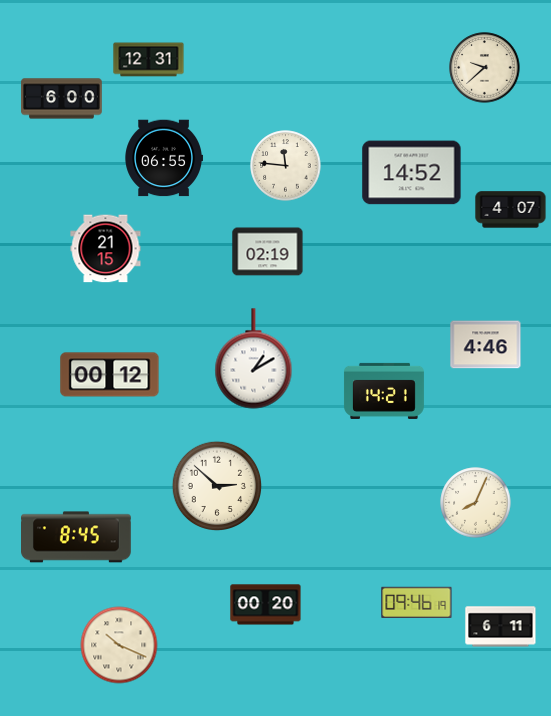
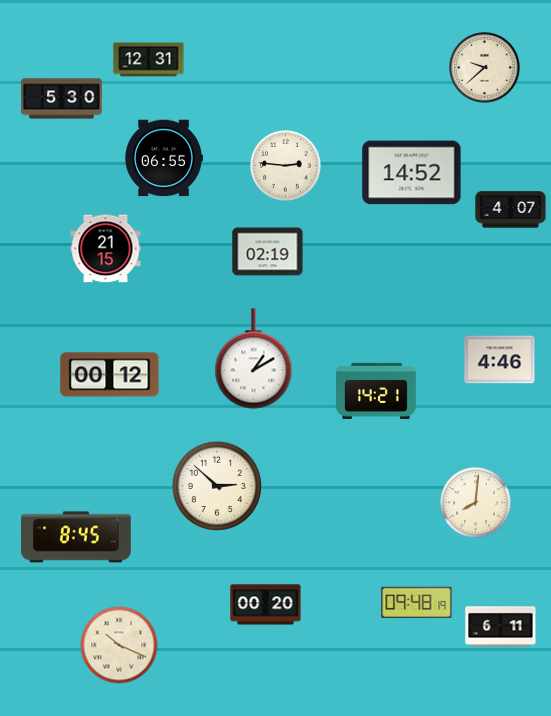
clock at (62, 99): 6:00 -> 5:30
clock at (286, 166): 11:46 -> 2:46
clock at (486, 345) position: (486, 345) -> (500, 360)
clock at (384, 391) position: (384, 391) -> (376, 391)
clock at (476, 503): 8:04 -> 8:01
clock at (417, 602): 09:46 -> 09:48
